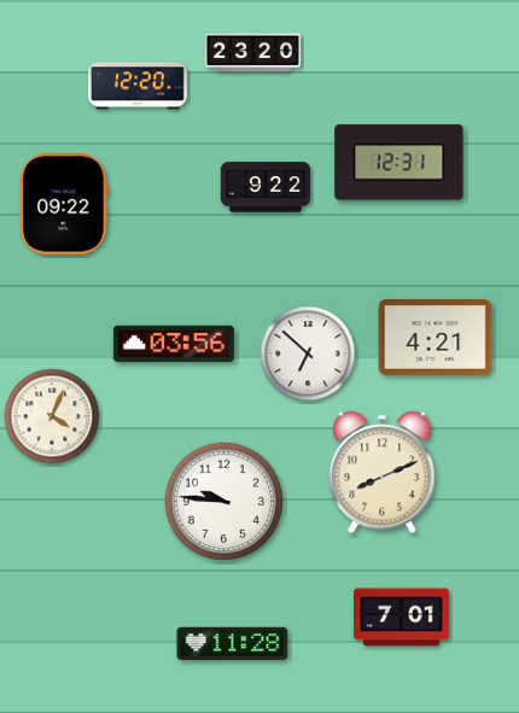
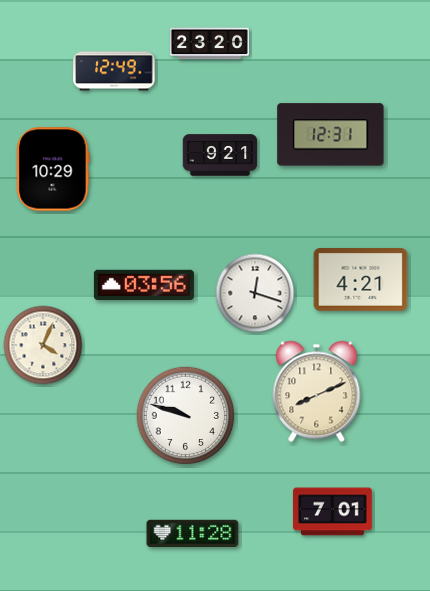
clock at (138, 86): 12:20 -> 12:49
clock at (266, 187): 9:22 -> 9:21
clock at (64, 204): 09:22 -> 10:29
clock at (308, 353): 6:52 -> 12:18
clock at (224, 502): 9:46 -> 9:48
